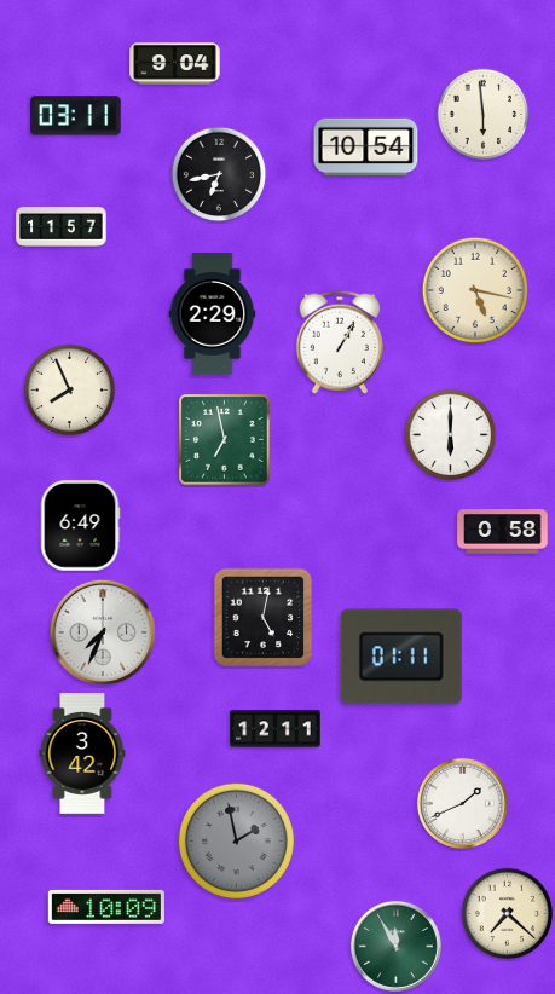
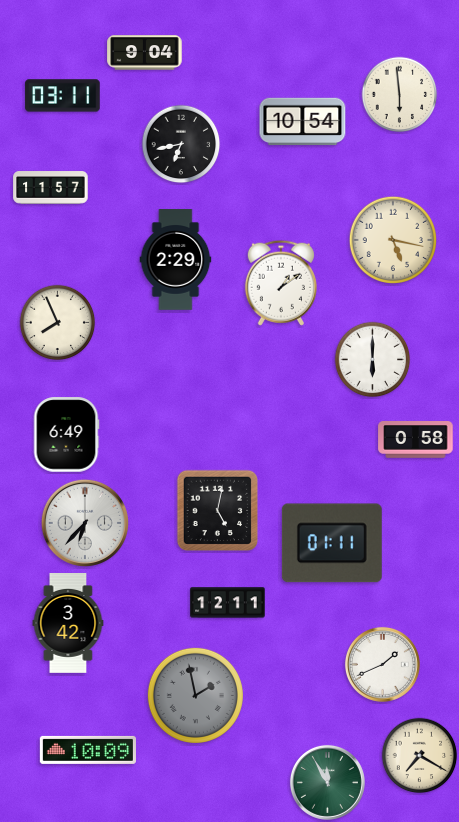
clock at (340, 342): 1:05 -> 1:09
clock at (225, 440): 6:58 -> none
clock at (103, 632): 7:34 -> 6:37
clock at (508, 914): 7:22 -> 7:20
